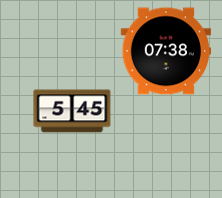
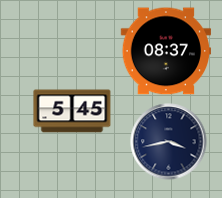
clock at (165, 51): 07:38 -> 08:37
clock at (169, 142): none -> 3:43
